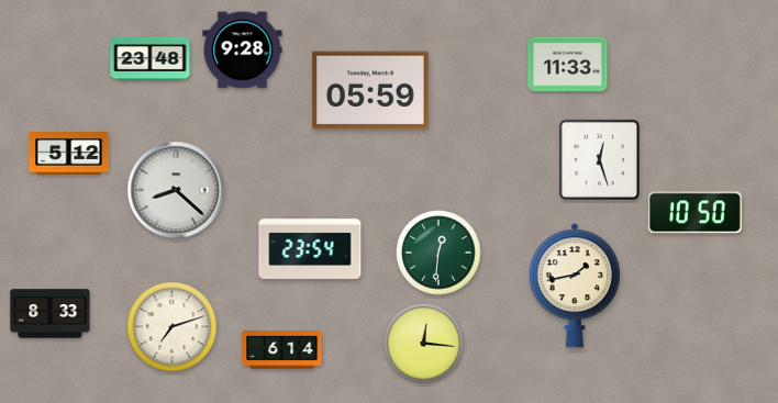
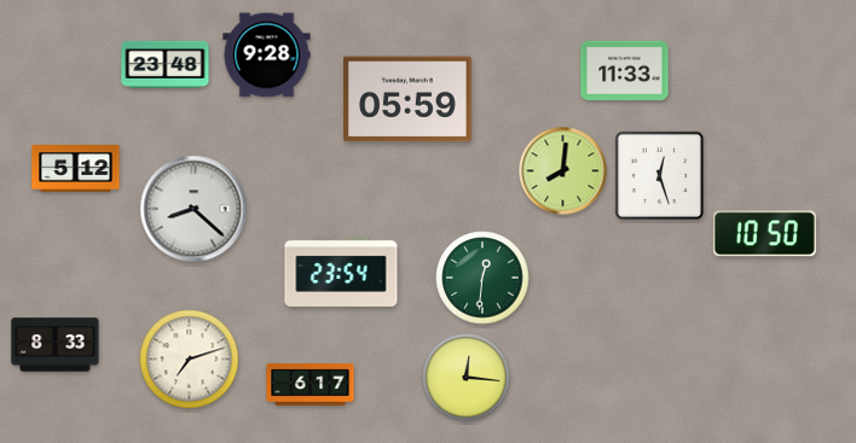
clock at (563, 171): none -> 8:01
clock at (574, 286): 1:43 -> none
clock at (282, 350): 6:14 -> 6:17
